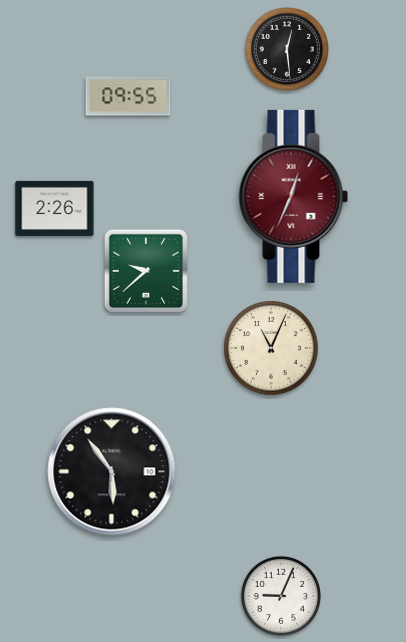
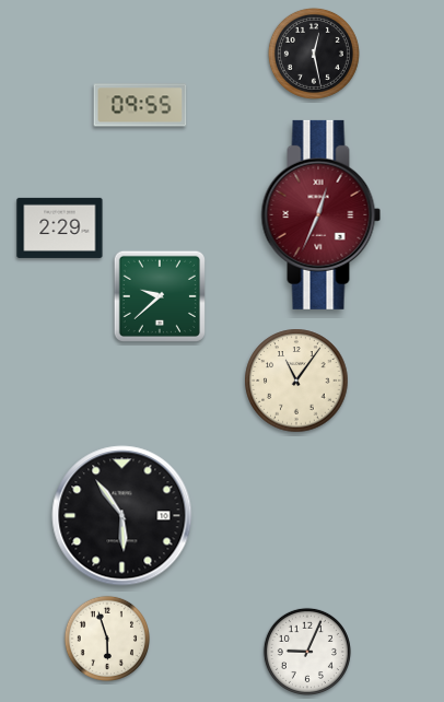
clock at (287, 49): 12:29 -> 12:28
clock at (55, 208): 2:26 -> 2:29
clock at (271, 348): 11:04 -> 11:06
clock at (106, 637): none -> 5:57
